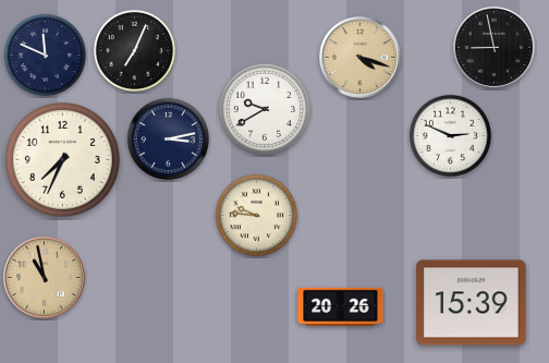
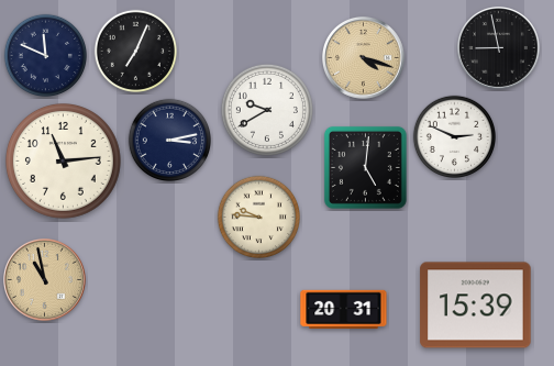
clock at (62, 159): 7:34 -> 11:14
clock at (365, 167): none -> 5:01
clock at (341, 306): 20:26 -> 20:31
